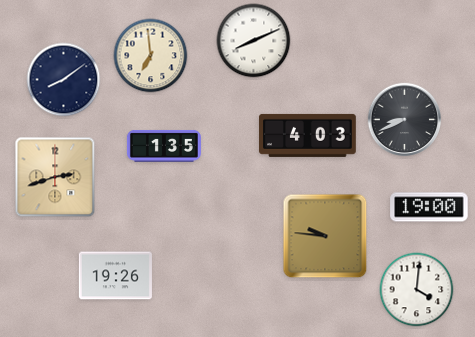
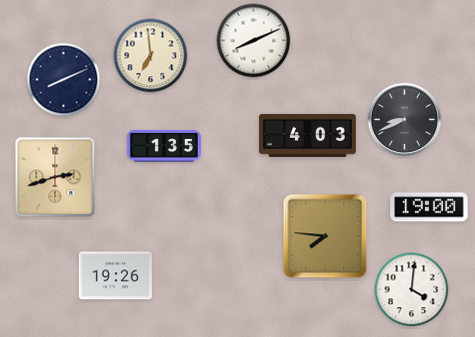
clock at (64, 80): 8:09 -> 8:11
clock at (325, 236): 9:46 -> 7:46
clock at (417, 290) position: (417, 290) -> (412, 290)
